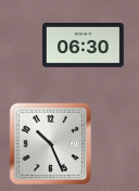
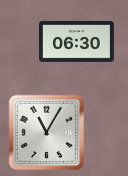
clock at (51, 144): 10:26 -> 11:05
